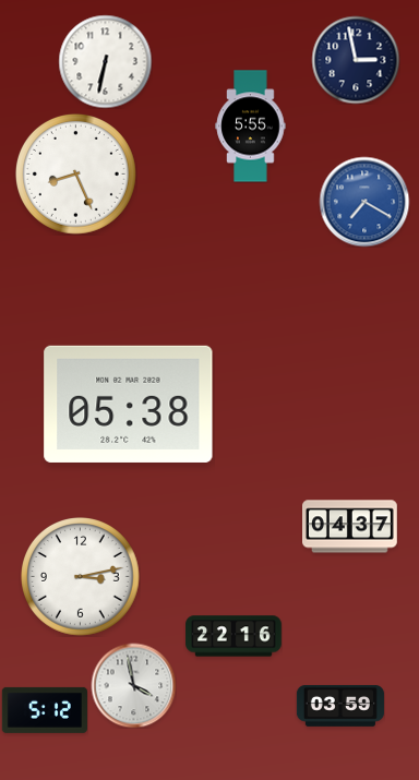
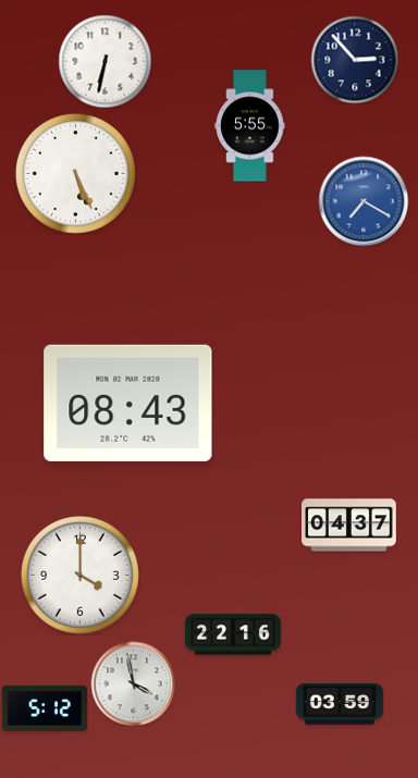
clock at (356, 60): 2:58 -> 2:53
clock at (75, 173): 8:26 -> 5:26
clock at (129, 404): 05:38 -> 08:43
clock at (81, 577): 3:13 -> 4:00
